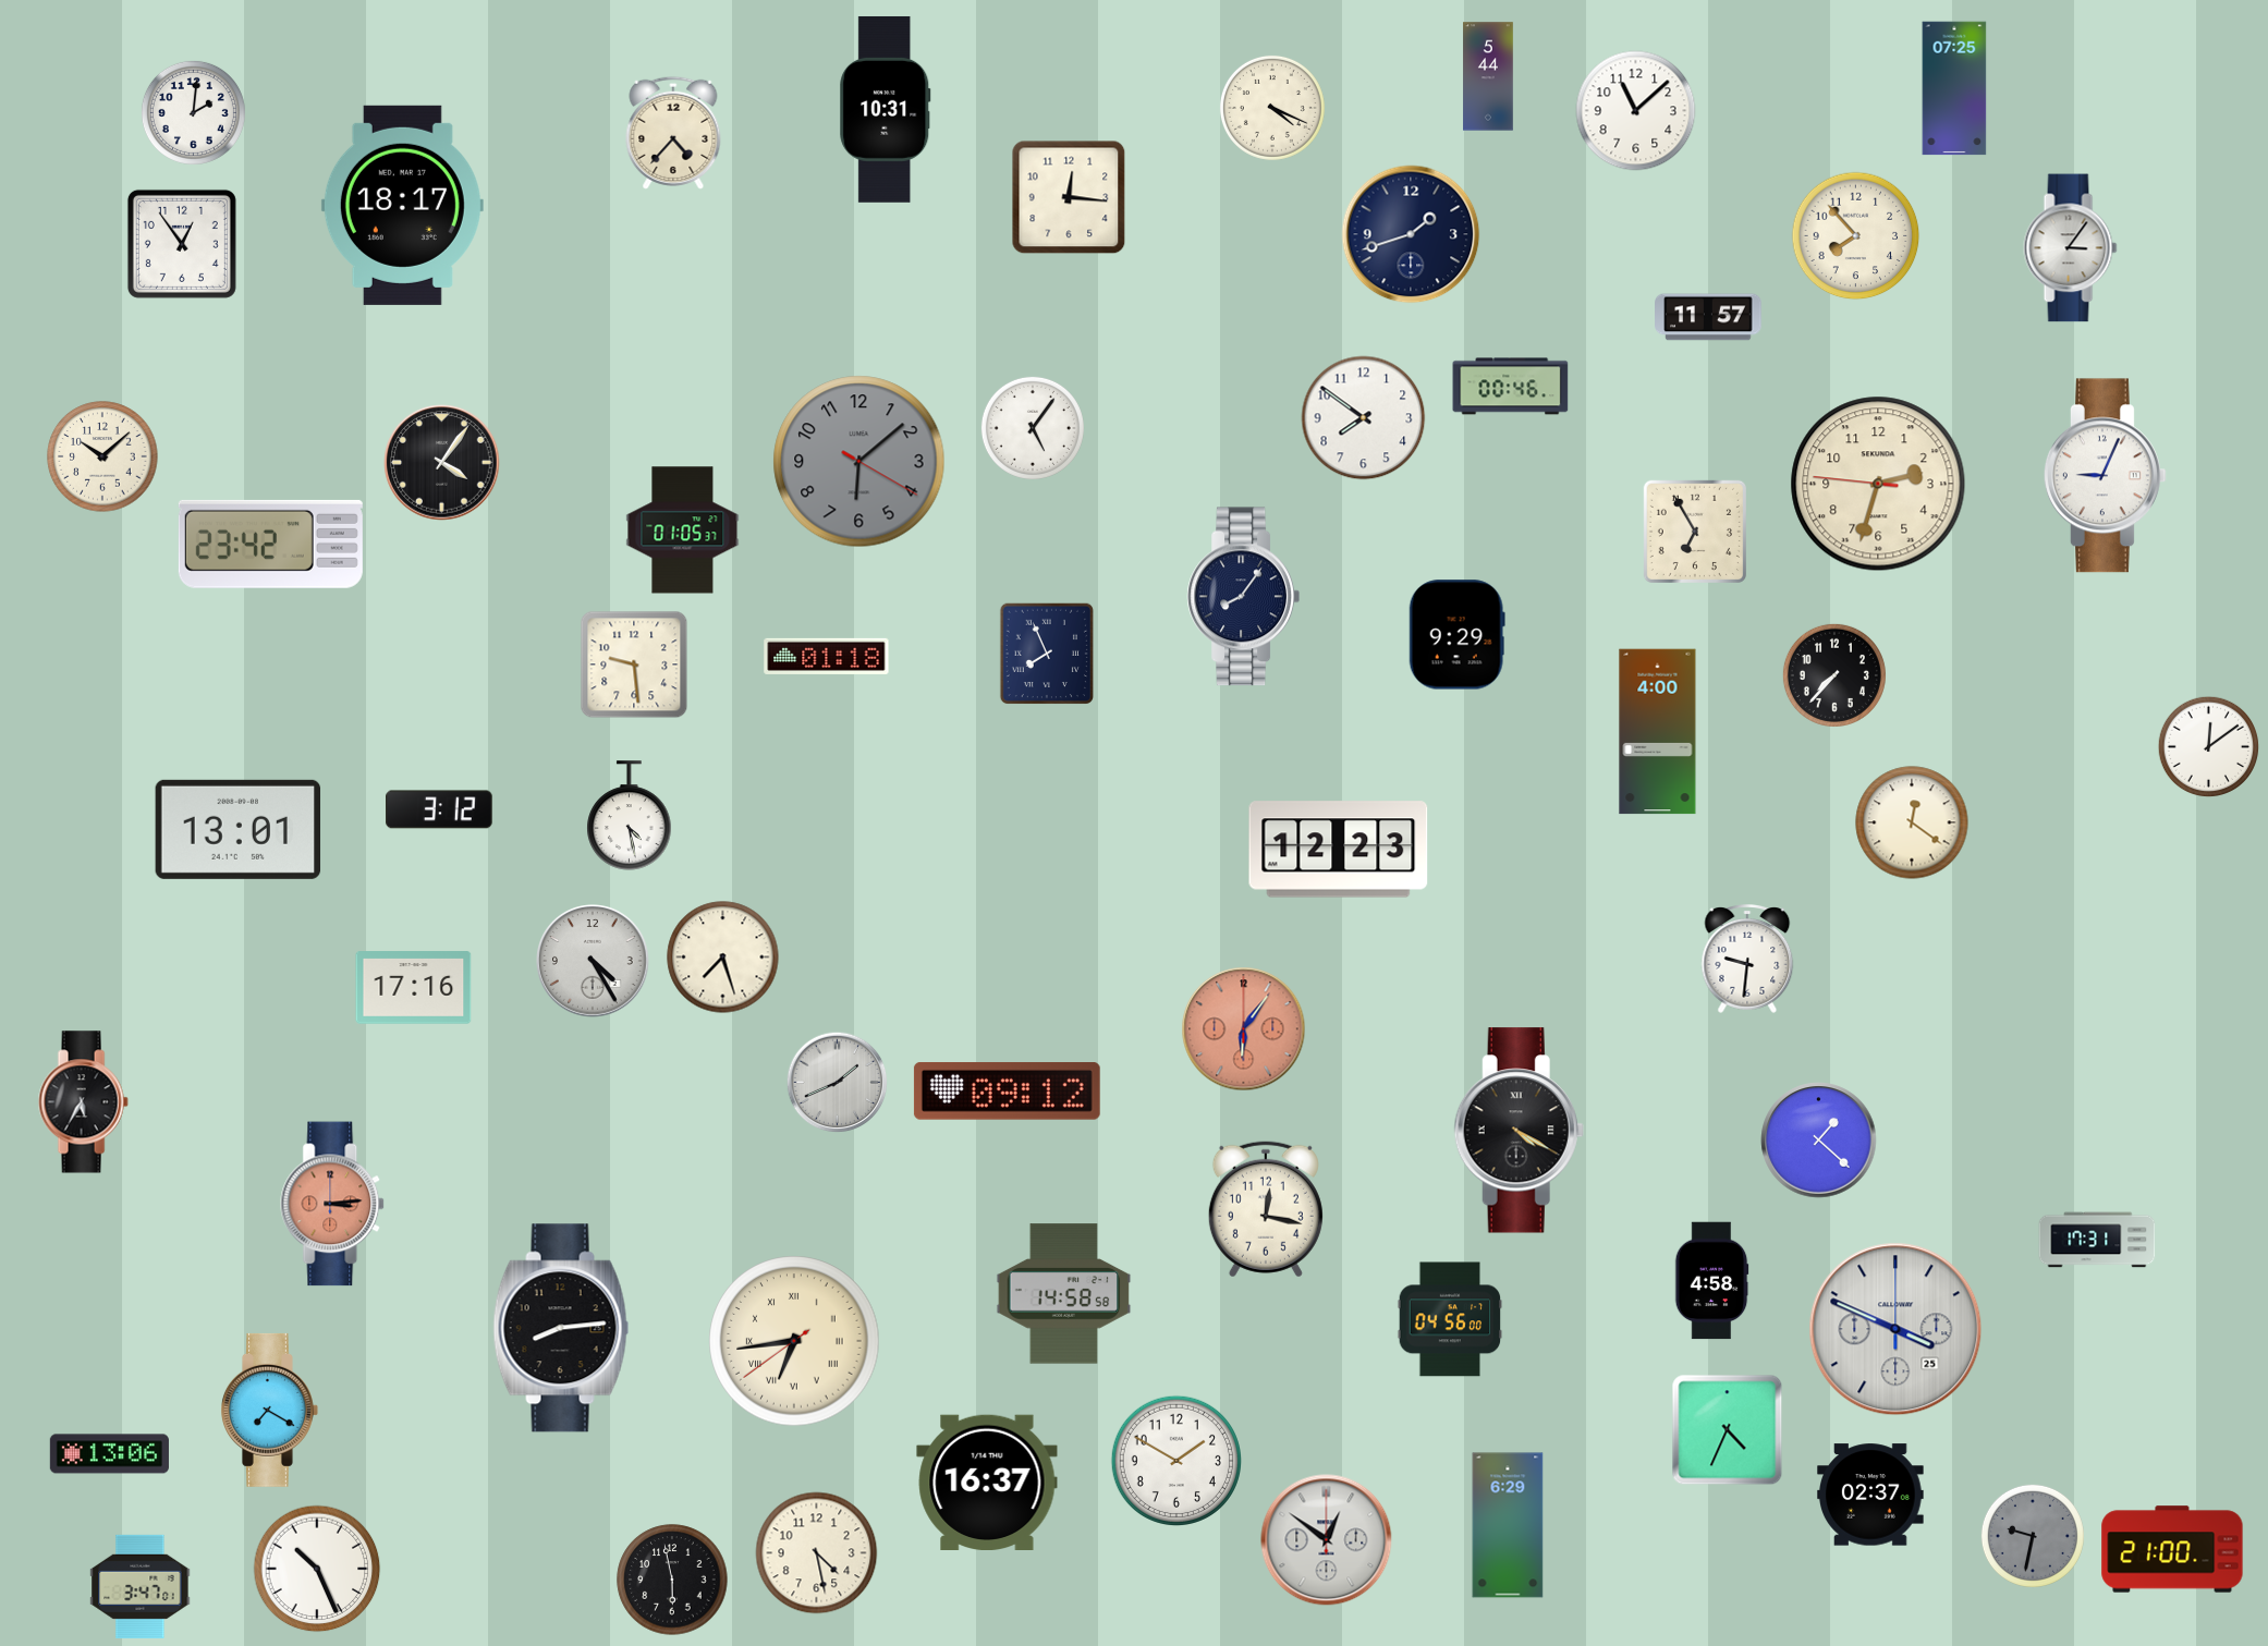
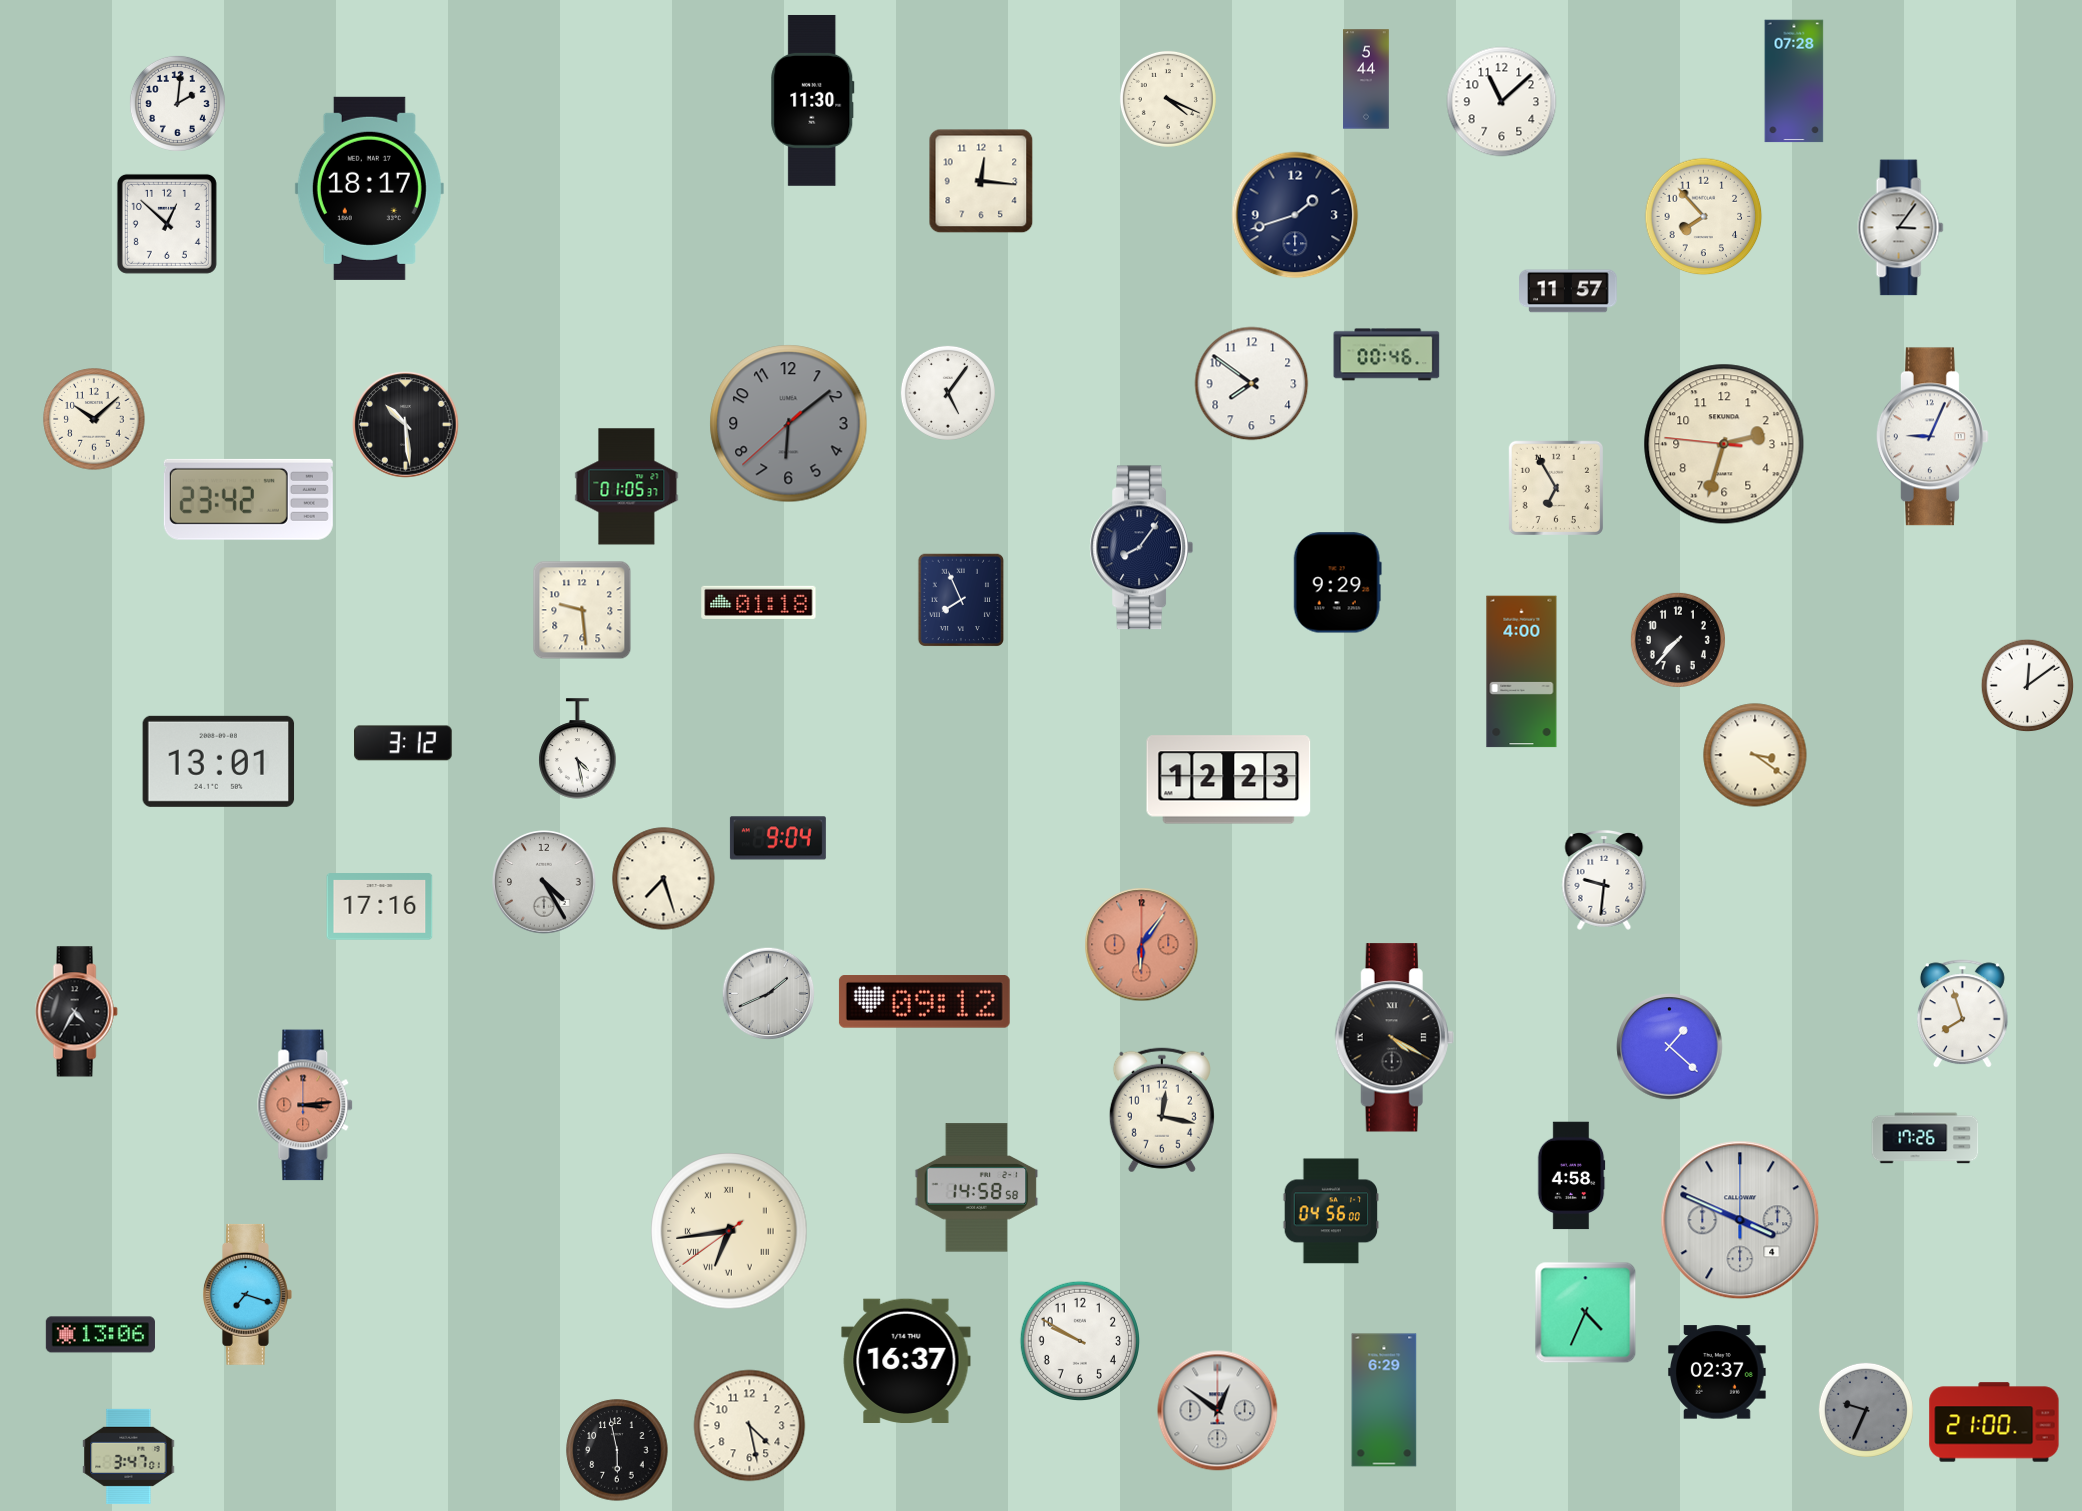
clock at (1488, 76) position: (1488, 76) -> (1366, 79)
clock at (1954, 88): 07:25 -> 07:28
clock at (886, 110): 10:31 -> 11:30
clock at (673, 133): 4:37 -> none
clock at (182, 244): 12:54 -> 12:52
clock at (859, 462): 6:08:20 -> 6:08:38
clock at (442, 463): 4:06 -> 10:29
clock at (1834, 675) position: (1834, 675) -> (1678, 640)
clock at (1912, 822): 12:21 -> 3:21
clock at (778, 838): none -> 9:04
clock at (83, 1102): 5:35 -> 4:35
clock at (1962, 1014): none -> 7:57
clock at (2097, 1240): 17:31 -> 17:26
clock at (561, 1328): 8:14 -> none
clock at (1895, 1329) date: 25 -> 4
clock at (270, 1410): 7:20 -> 7:18
clock at (1175, 1460): 1:50 -> 9:50
clock at (2033, 1536): 9:32 -> 9:34
clock at (1327, 1540) position: (1327, 1540) -> (1218, 1411)
clock at (317, 1569): 10:26 -> none
